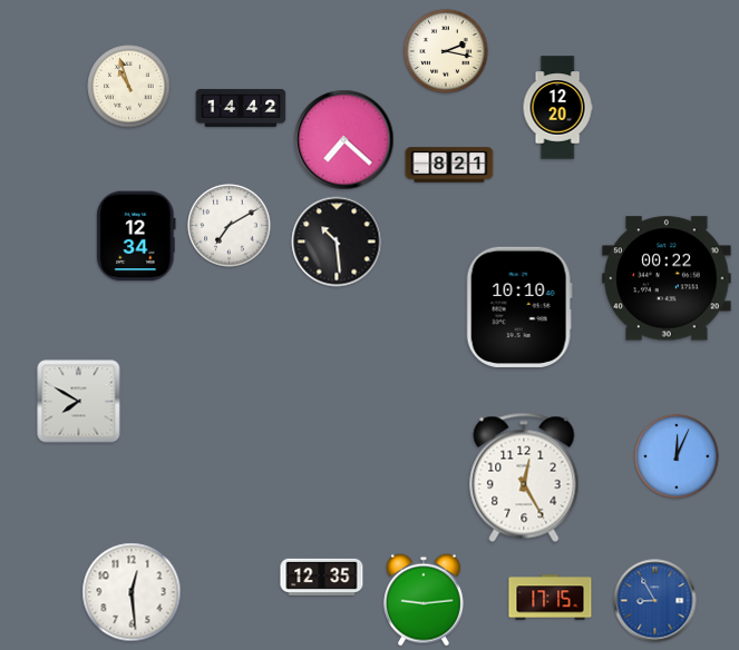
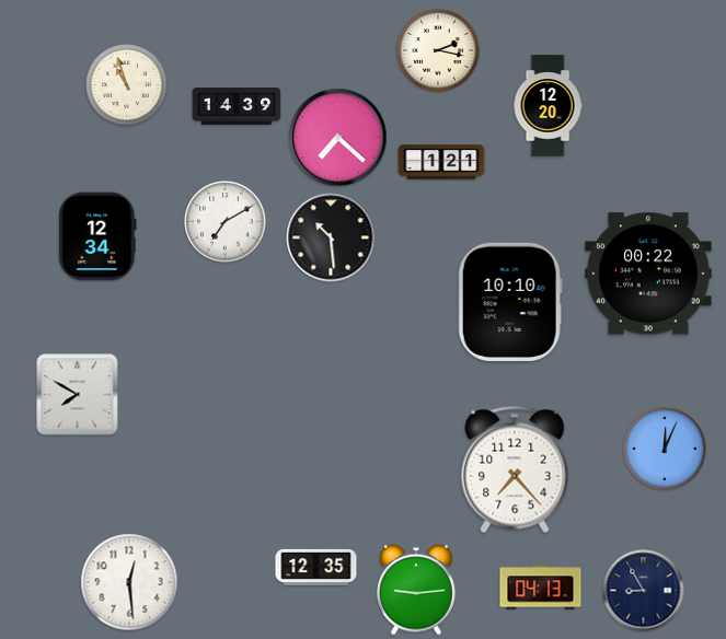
clock at (241, 108): 14:42 -> 14:39
clock at (449, 165): 8:21 -> 1:21
clock at (136, 236) position: (136, 236) -> (97, 236)
clock at (667, 278) position: (667, 278) -> (648, 274)
clock at (524, 477): 12:25 -> 7:23
clock at (551, 598): 17:15 -> 04:13
clock at (655, 601) dial: blue -> navy
